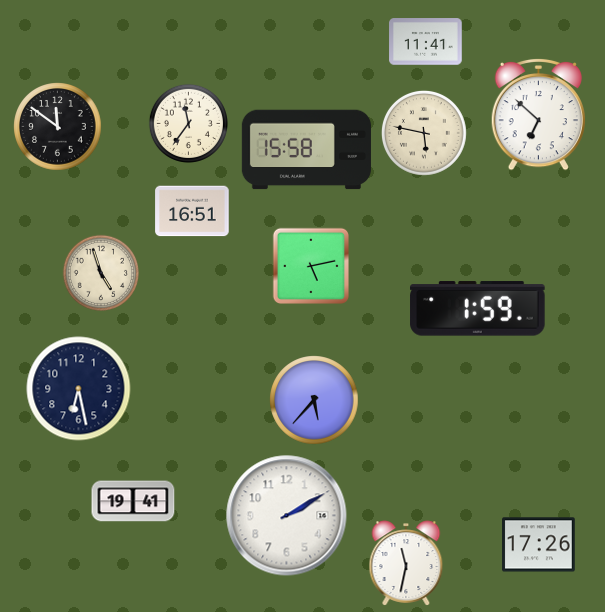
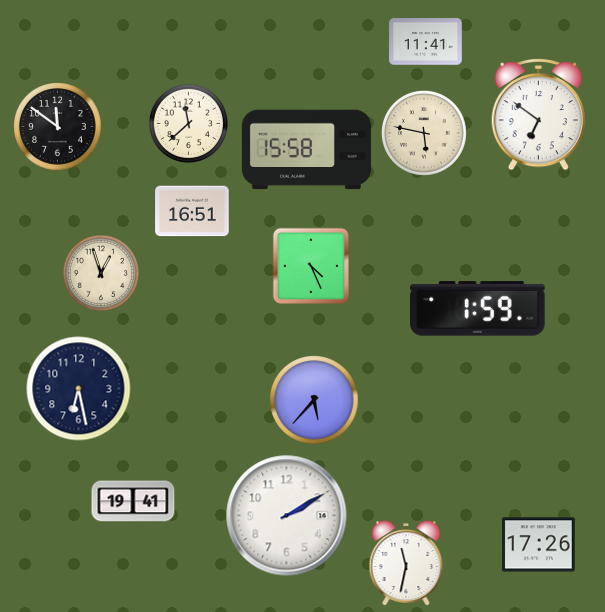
clock at (538, 114): 6:52 -> 6:51
clock at (188, 123): 11:36 -> 11:38
clock at (310, 265): 5:13 -> 4:26
clock at (101, 273): 4:57 -> 12:57
